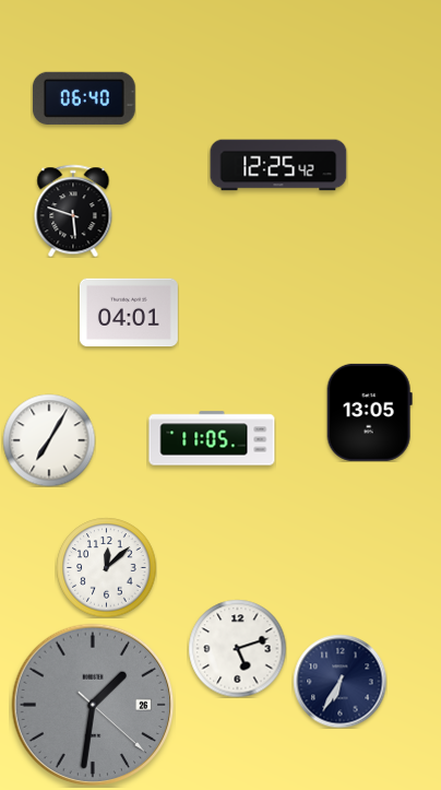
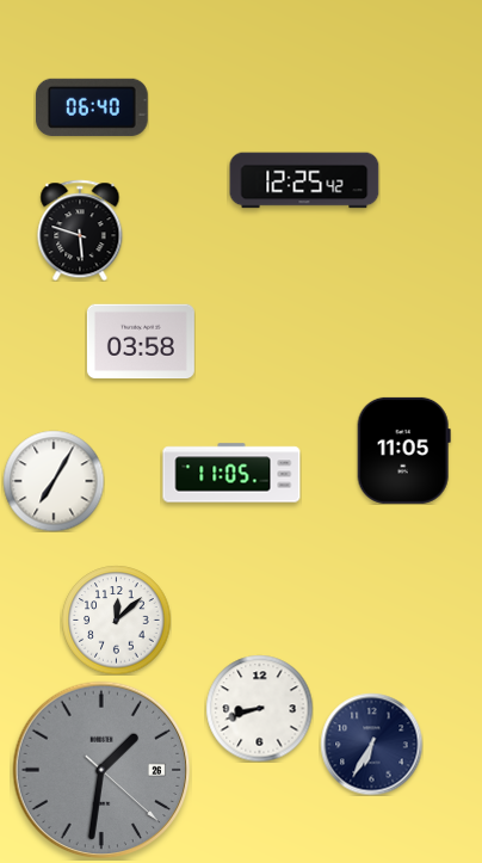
clock at (129, 313): 04:01 -> 03:58
clock at (369, 412): 13:05 -> 11:05
clock at (212, 438) position: (212, 438) -> (231, 473)
clock at (237, 648): 5:12 -> 8:42
